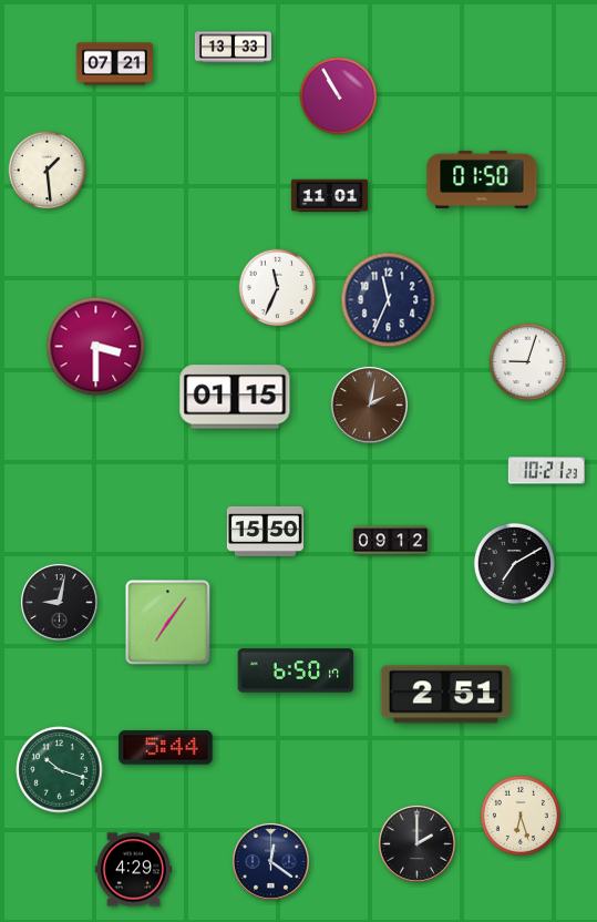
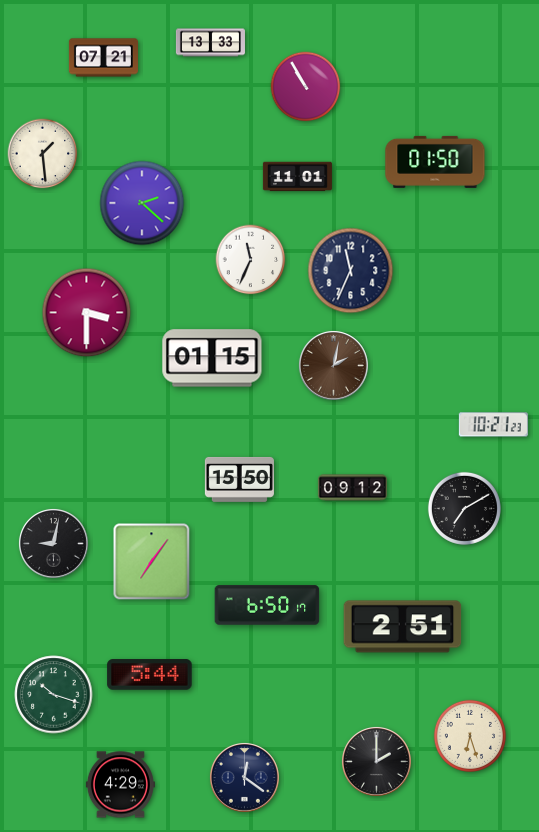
clock at (142, 203): none -> 2:22
clock at (528, 362): 9:03 -> none
